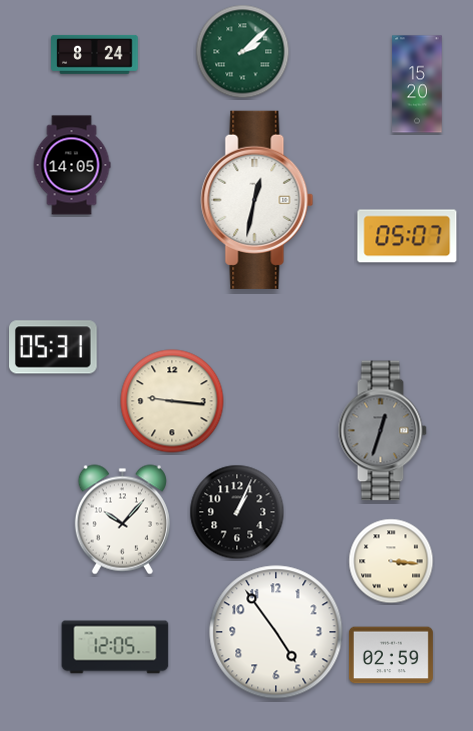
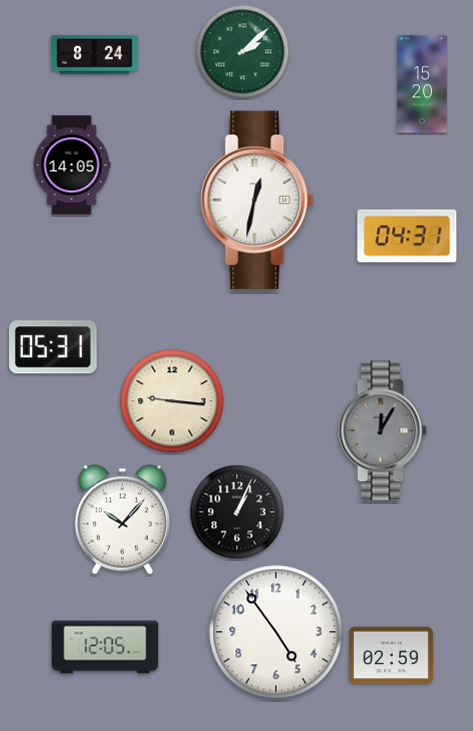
clock at (417, 84) position: (417, 84) -> (422, 84)
clock at (407, 236): 05:07 -> 04:31
clock at (382, 431): 12:33 -> 12:05
clock at (391, 561): 3:16 -> none
clock at (115, 647) position: (115, 647) -> (105, 647)
